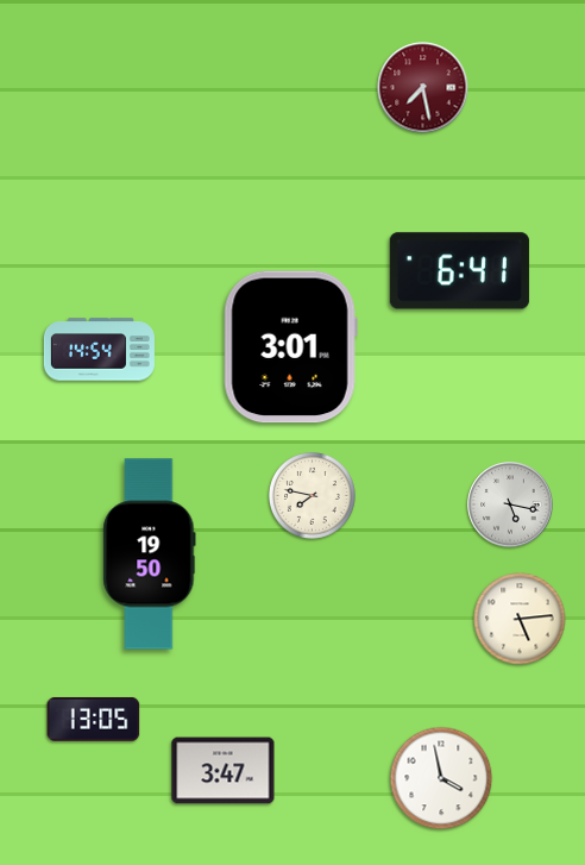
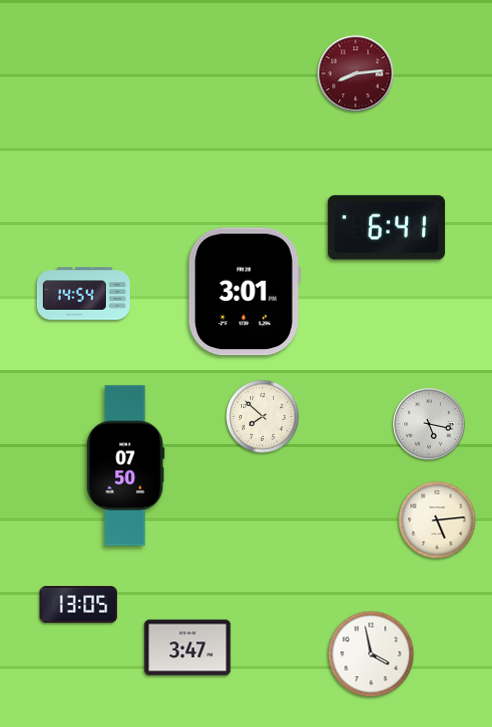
clock at (423, 88): 7:28 -> 8:14
clock at (313, 496): 7:47 -> 7:52
clock at (150, 554): 19:50 -> 07:50
